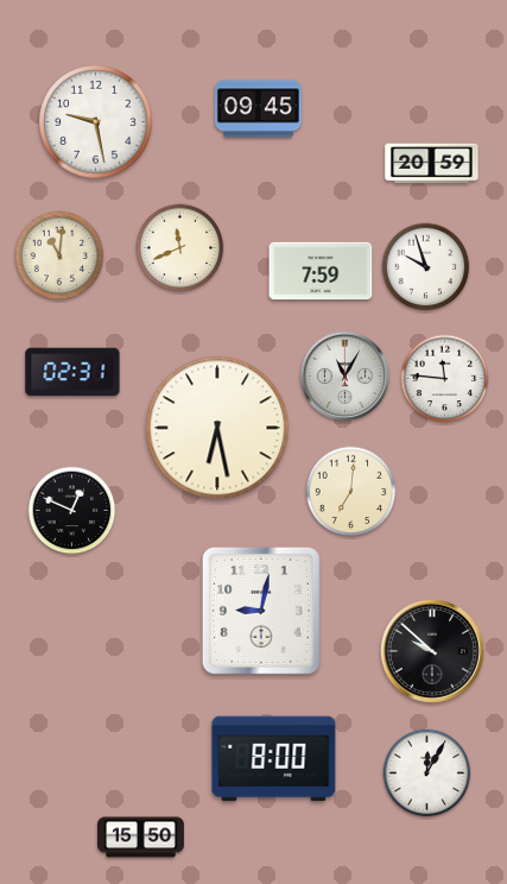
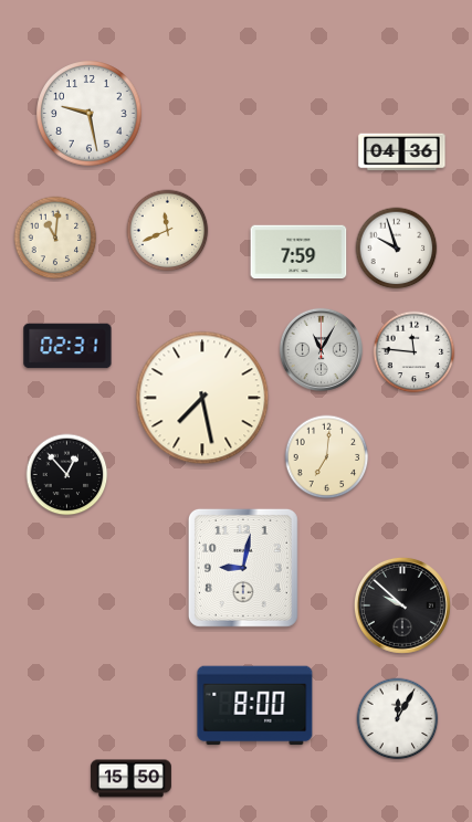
clock at (258, 109): 09:45 -> none
clock at (432, 164): 20:59 -> 04:36
clock at (217, 428): 6:28 -> 7:28
clock at (72, 511): 12:49 -> 12:53
